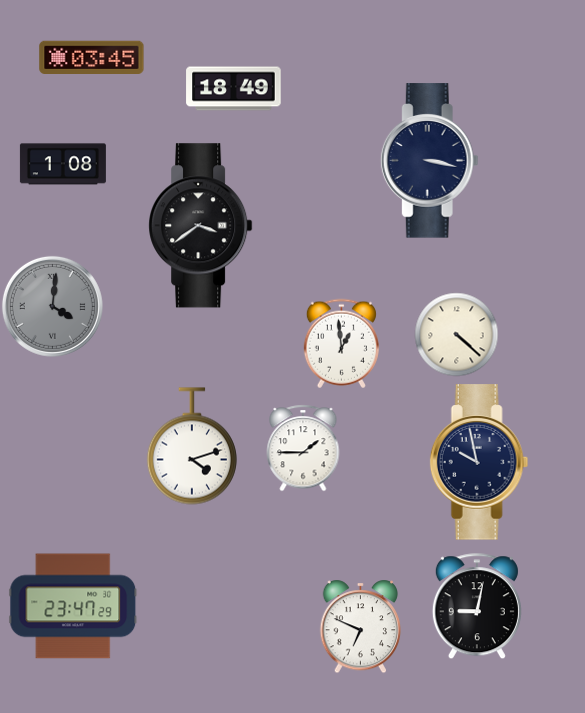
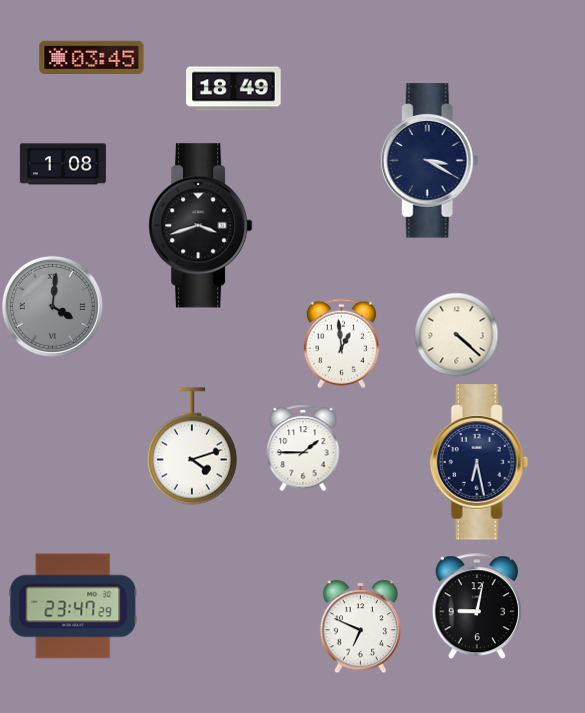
clock at (429, 161): 3:17 -> 3:20
clock at (201, 226): 3:39 -> 3:42
clock at (479, 462): 9:58 -> 6:28
